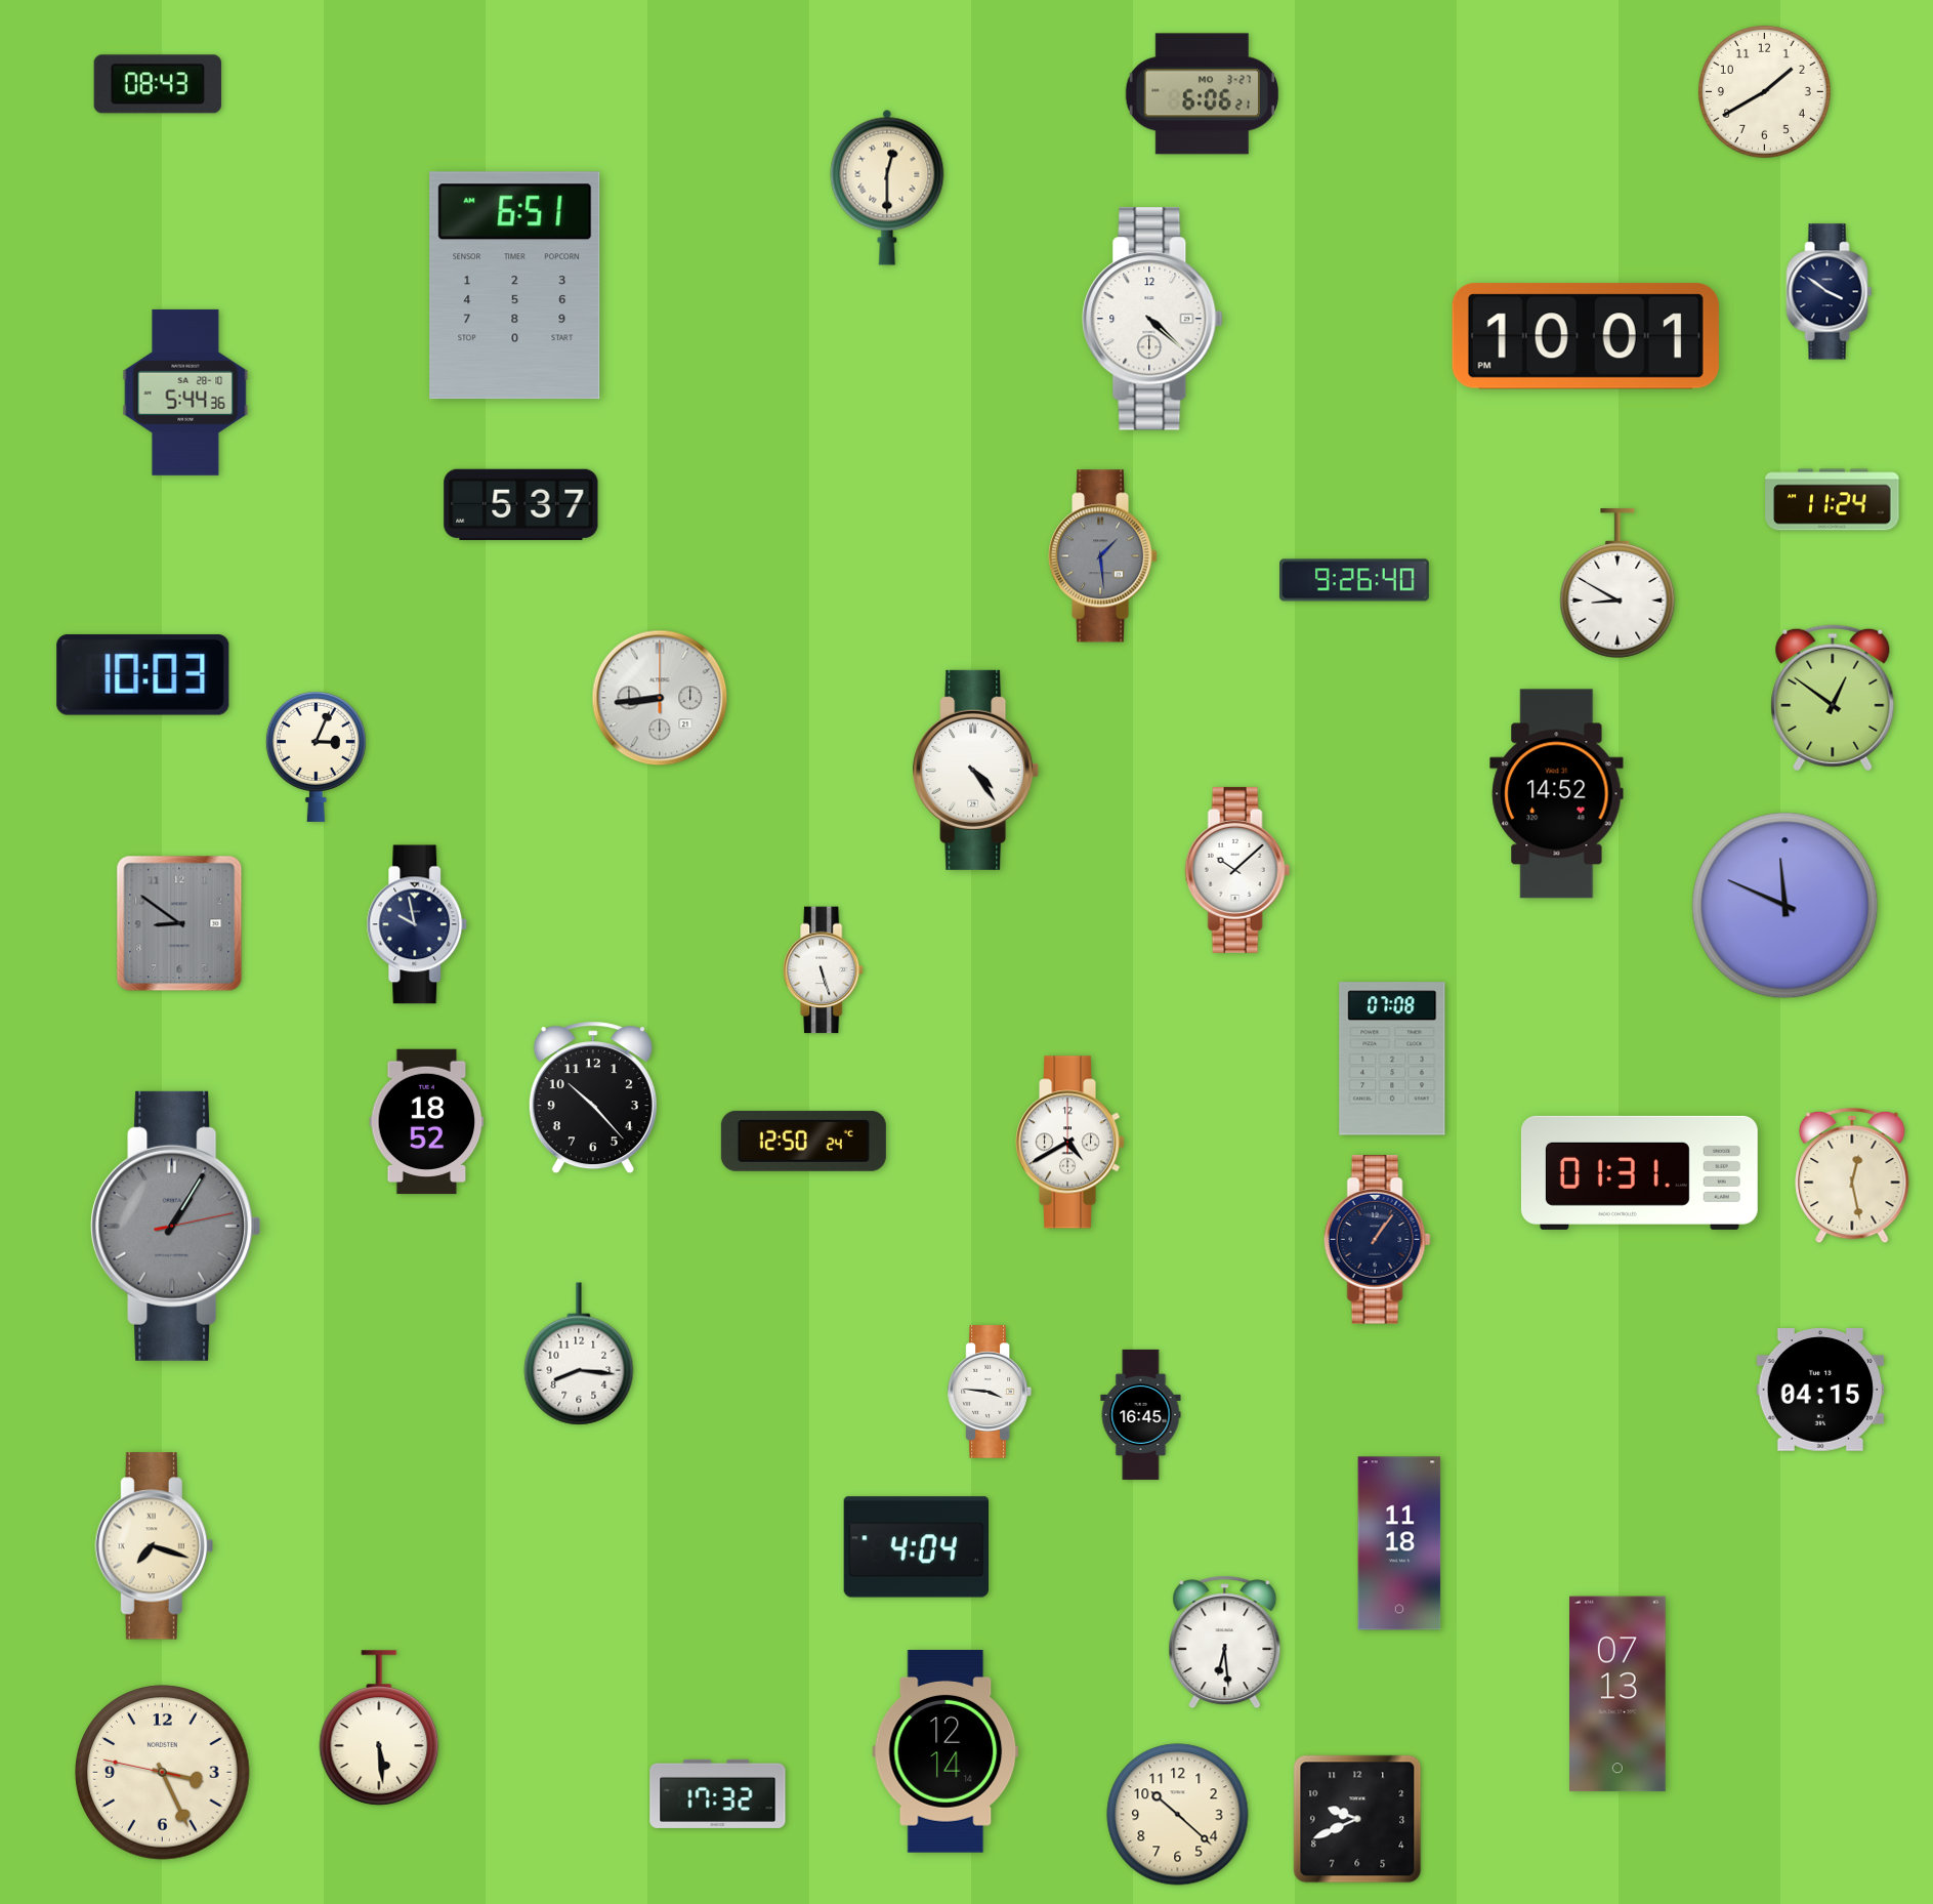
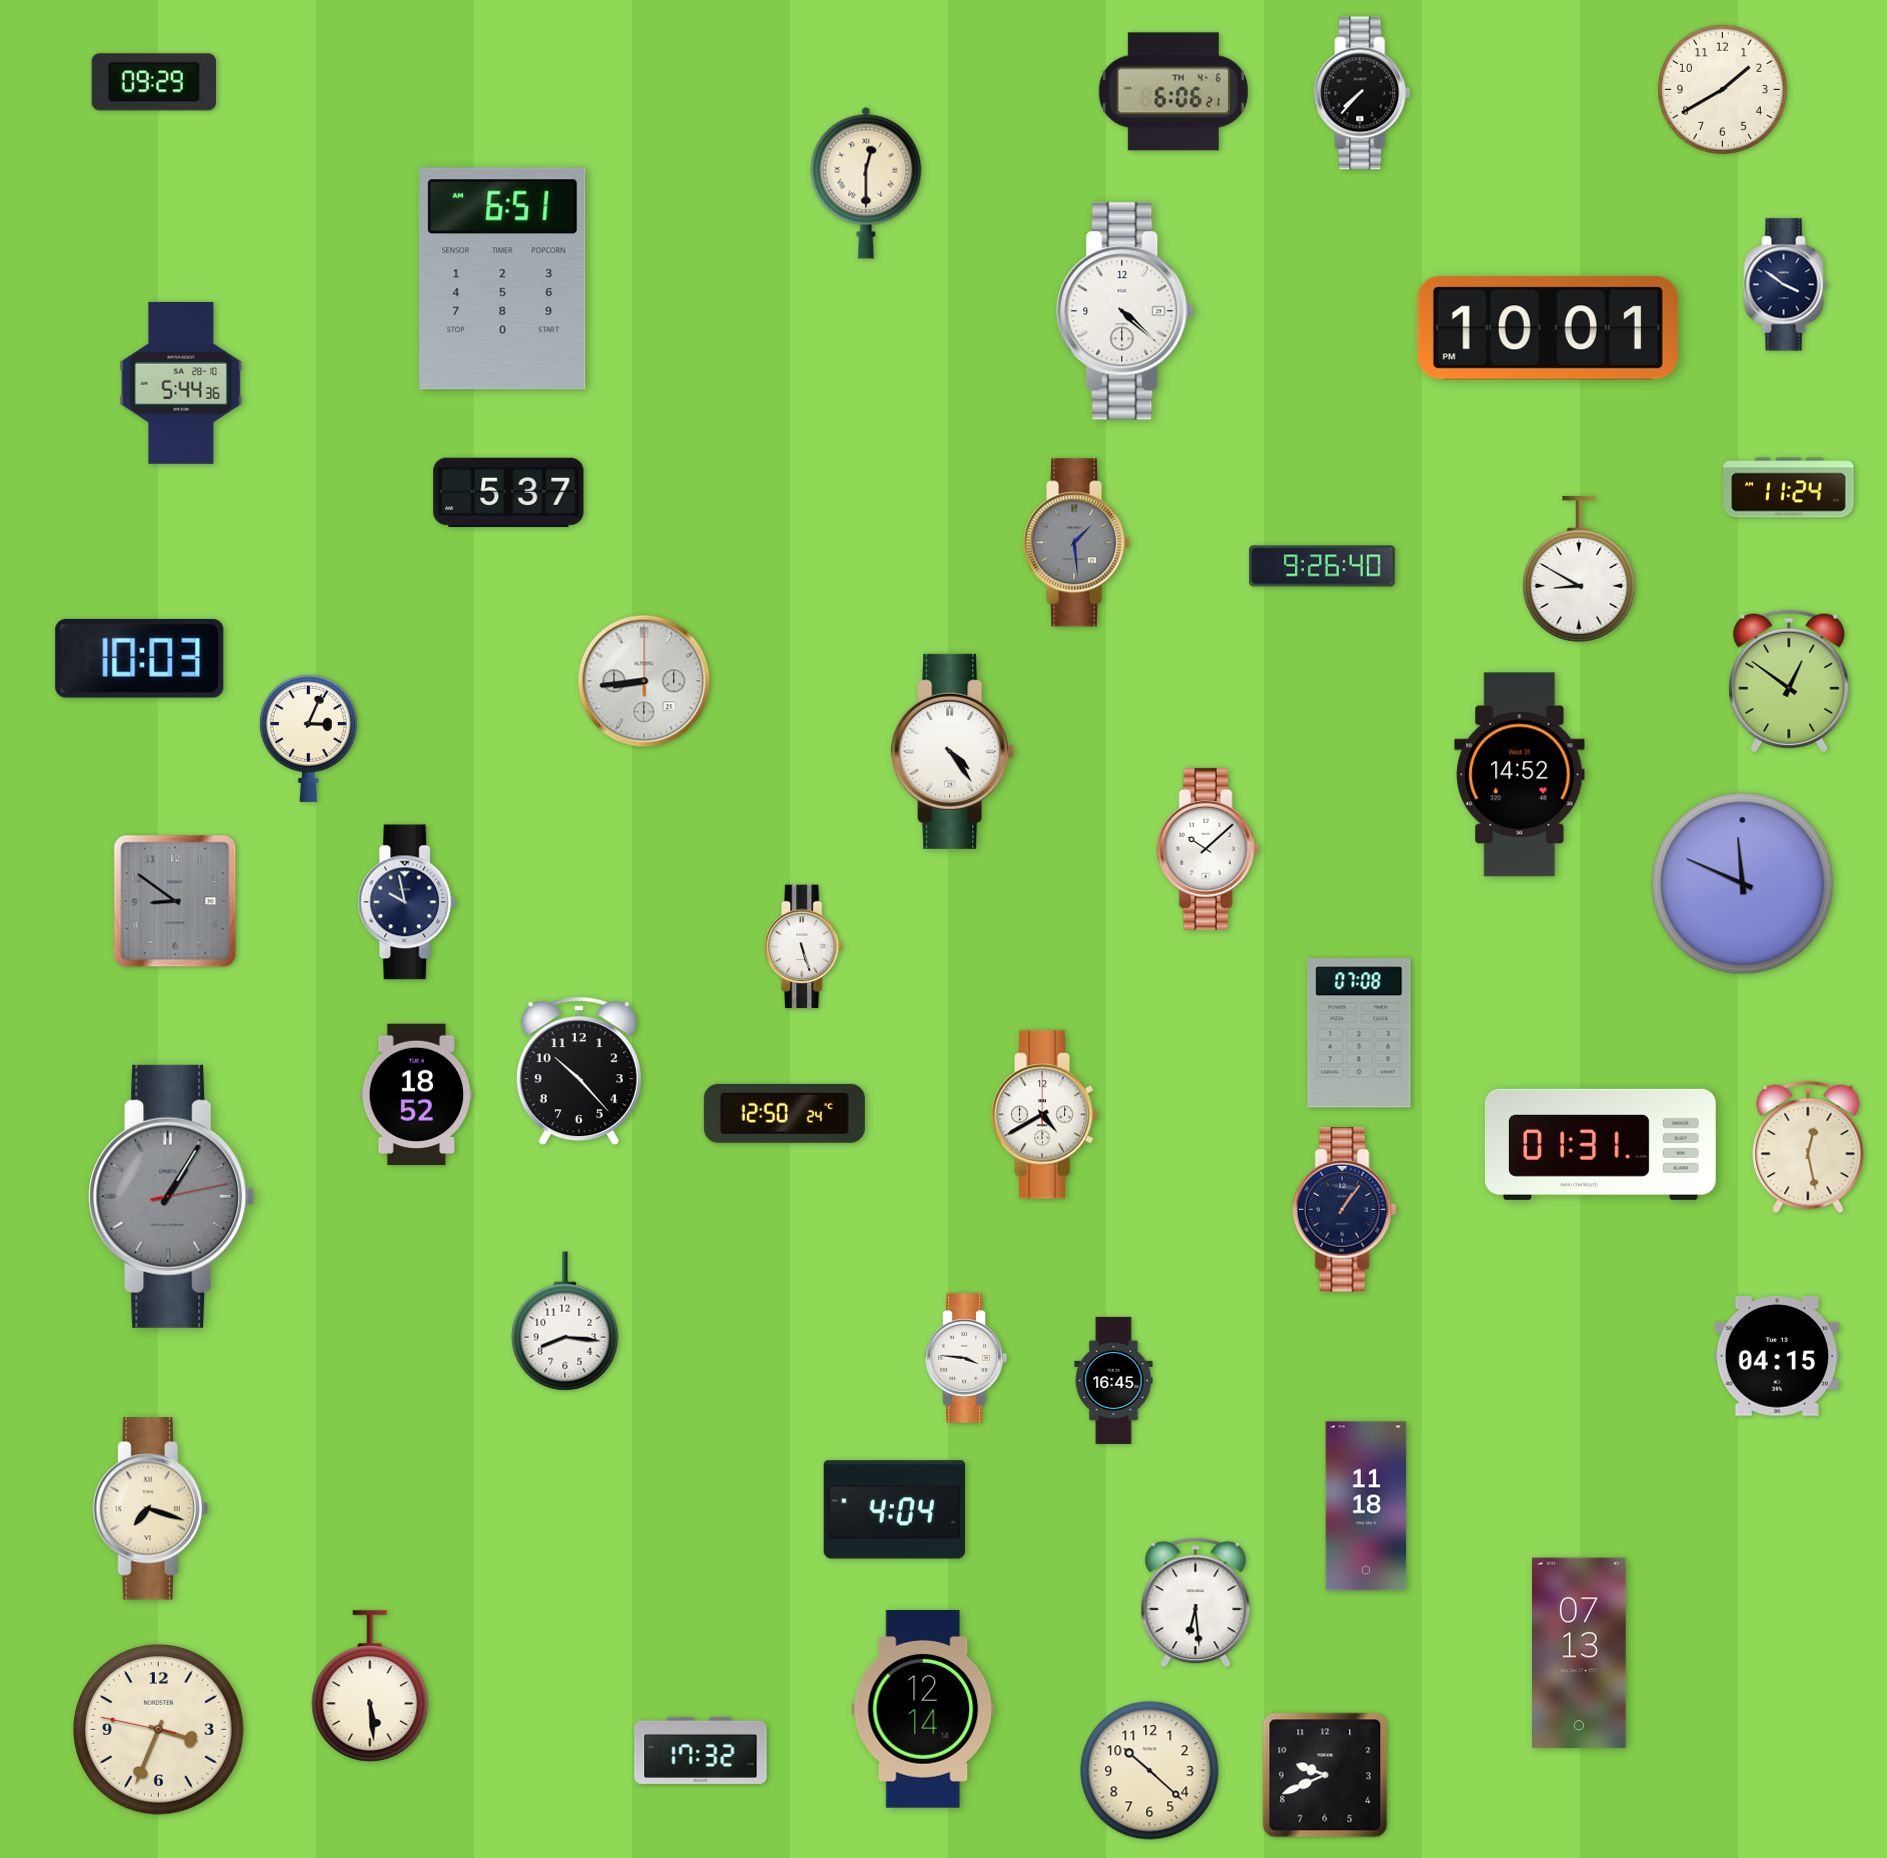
clock at (158, 84): 08:43 -> 09:29
clock at (1202, 94) date: MO 3-27 -> TH 4-6
clock at (1362, 93): none -> 7:37
clock at (163, 1773): 3:25 -> 3:33
